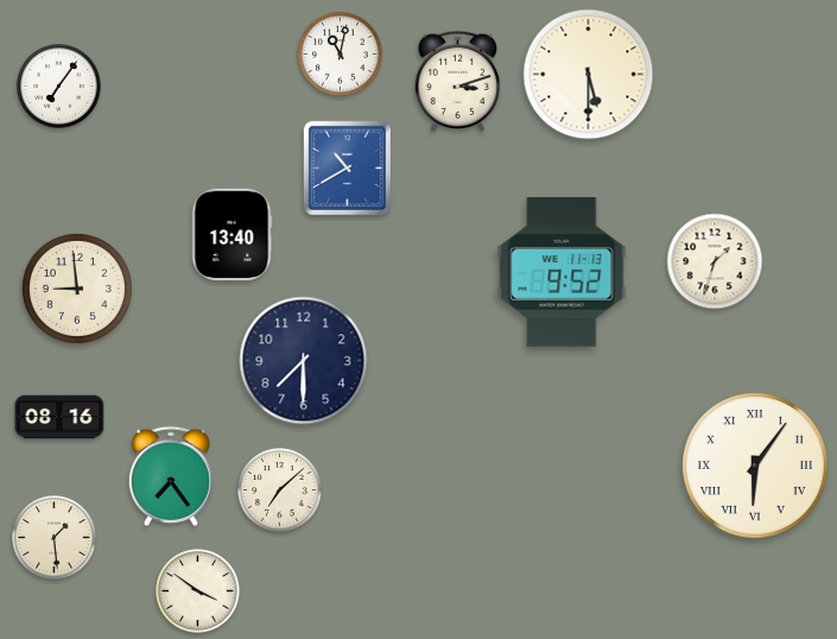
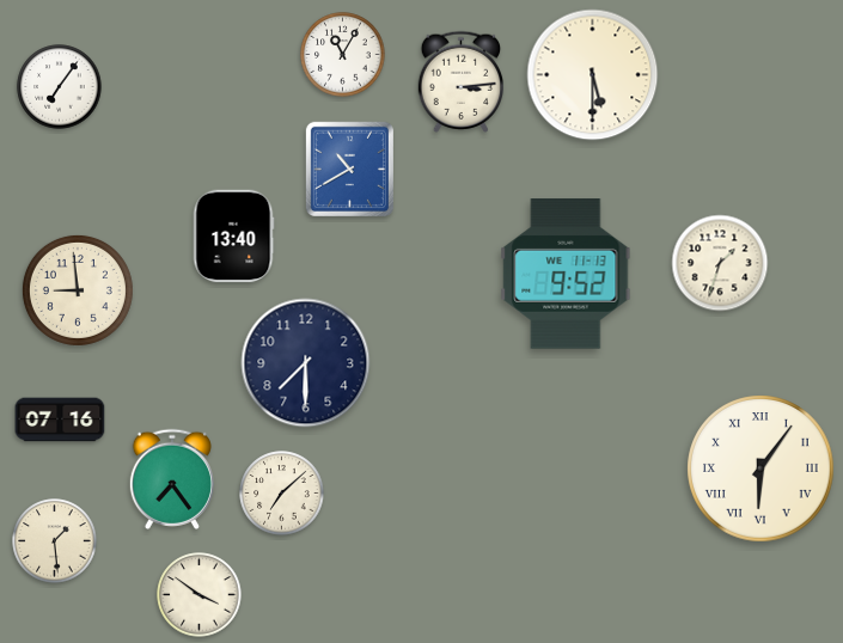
clock at (341, 55): 11:02 -> 11:05
clock at (458, 81): 3:12 -> 3:14
clock at (59, 417): 08:16 -> 07:16
